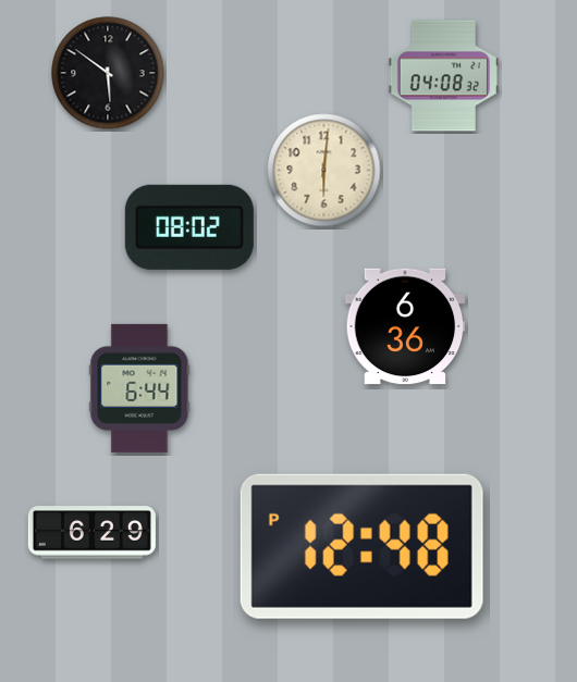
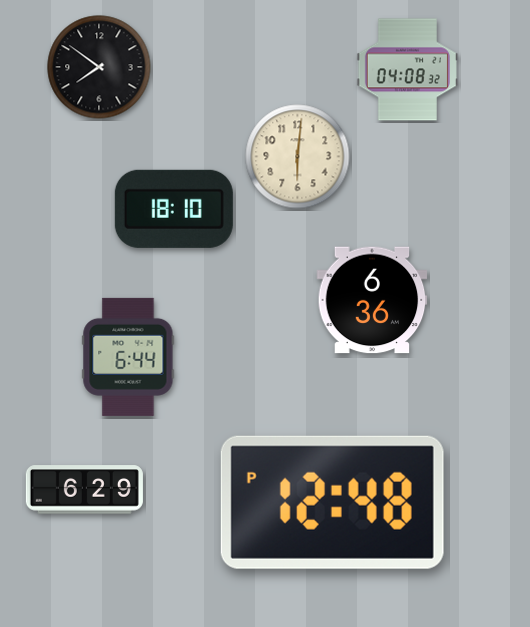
clock at (108, 73): 5:51 -> 7:51
clock at (189, 227): 08:02 -> 18:10
